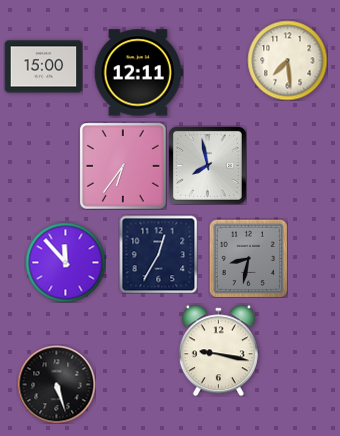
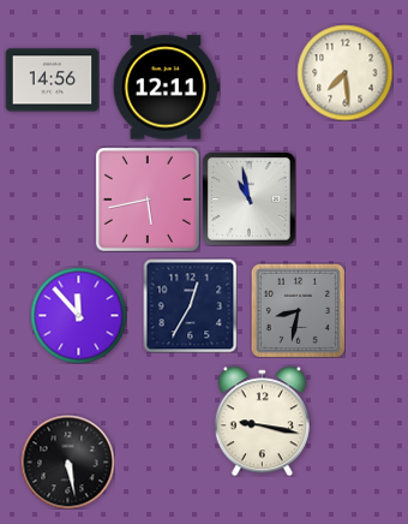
clock at (43, 67): 15:00 -> 14:56
clock at (207, 165): 7:58 -> 10:58
clock at (123, 166): 6:36 -> 5:43
clock at (56, 384): 5:27 -> 5:28
